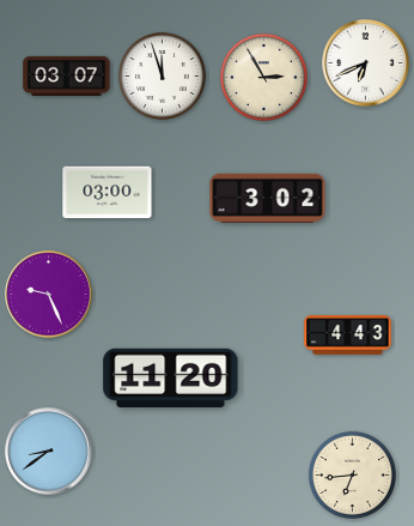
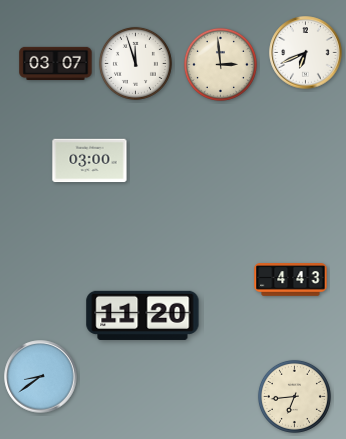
clock at (263, 77): 2:55 -> 2:59
clock at (268, 198): 3:02 -> none
clock at (49, 295): 9:26 -> none
